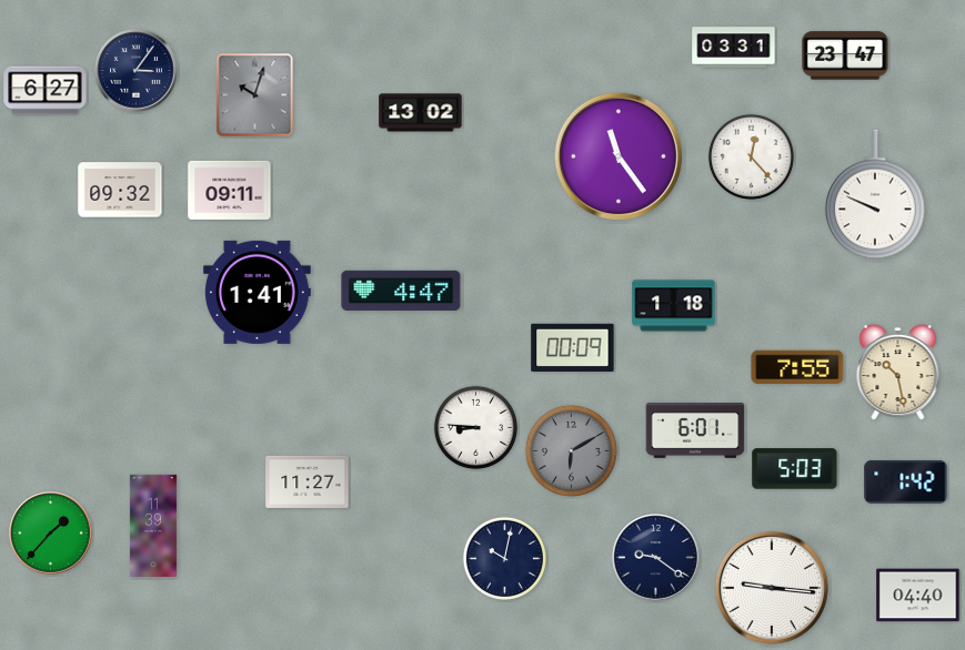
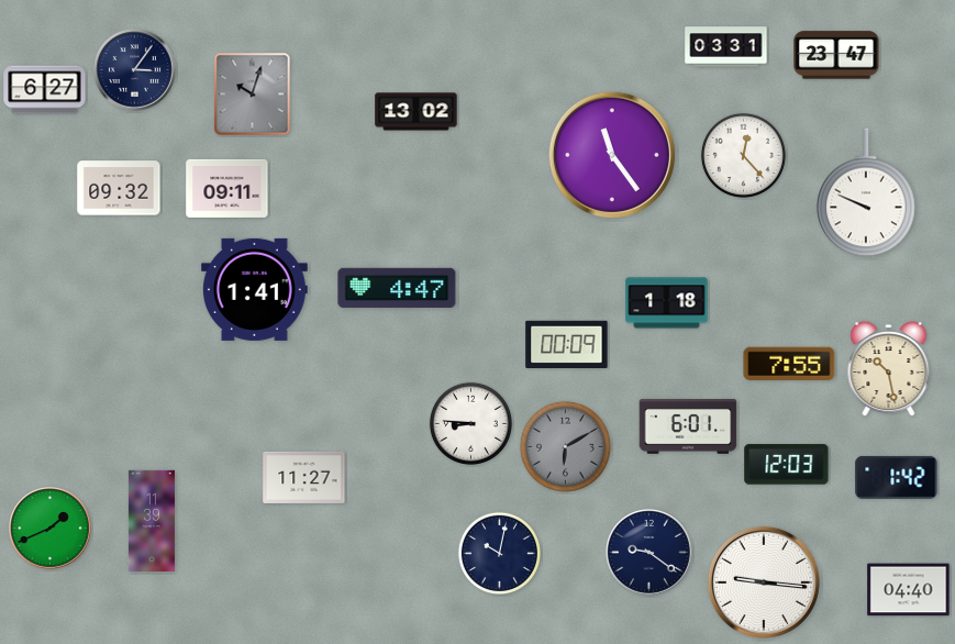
clock at (795, 469): 5:03 -> 12:03
clock at (51, 534): 1:37 -> 1:41
